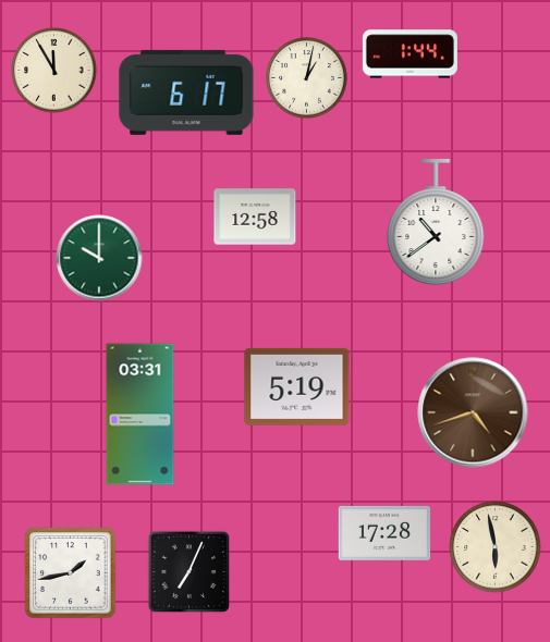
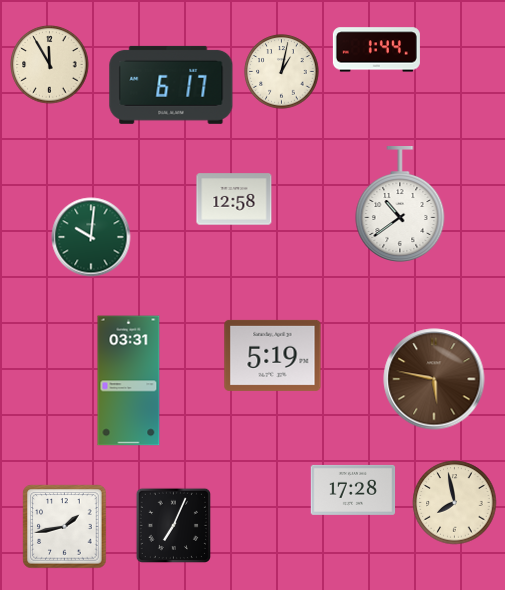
clock at (99, 258): 10:00 -> 10:01
clock at (473, 412): 4:42 -> 5:47
clock at (496, 547): 5:58 -> 7:58
